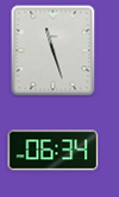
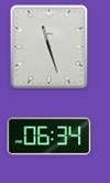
clock at (54, 151) position: (54, 151) -> (50, 137)
